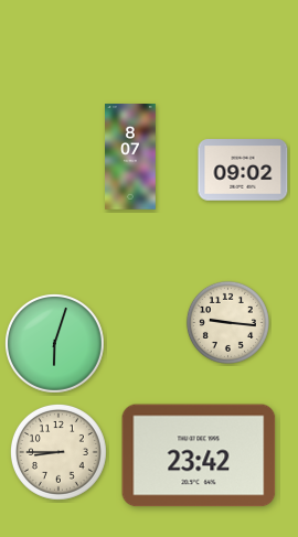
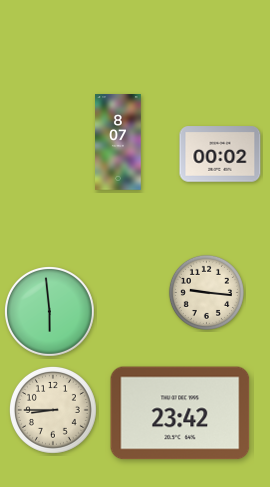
clock at (243, 170): 09:02 -> 00:02
clock at (55, 344): 6:03 -> 5:59
